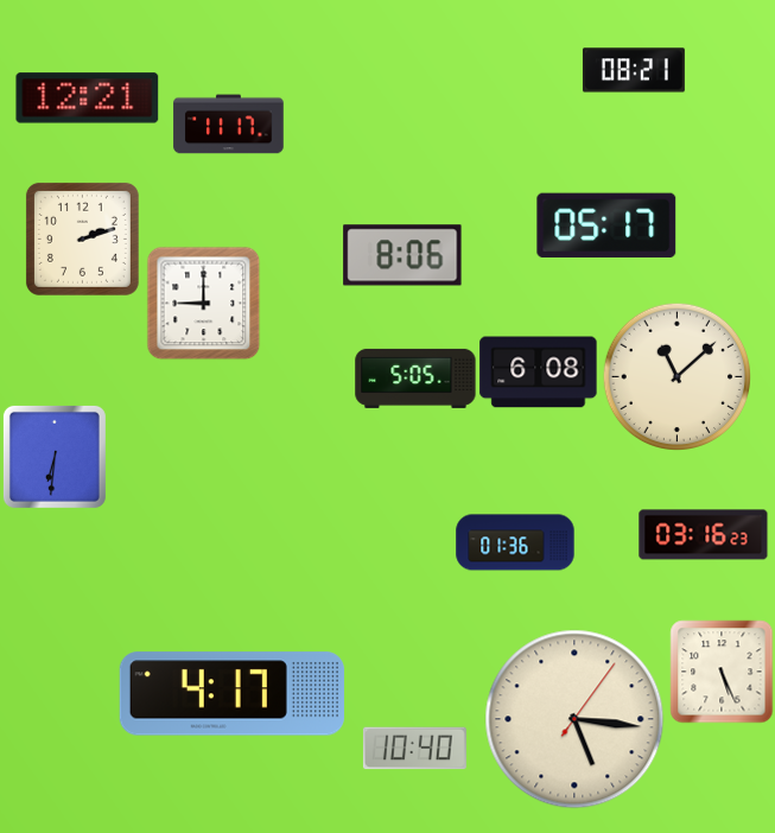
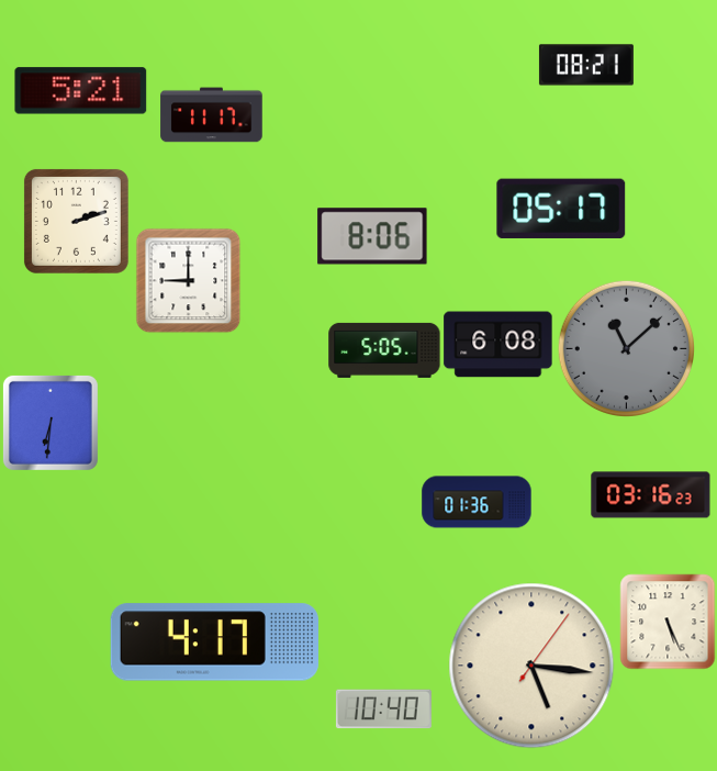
clock at (88, 98): 12:21 -> 5:21
clock at (676, 376) dial: cream -> grey
clock at (414, 749) position: (414, 749) -> (383, 709)
